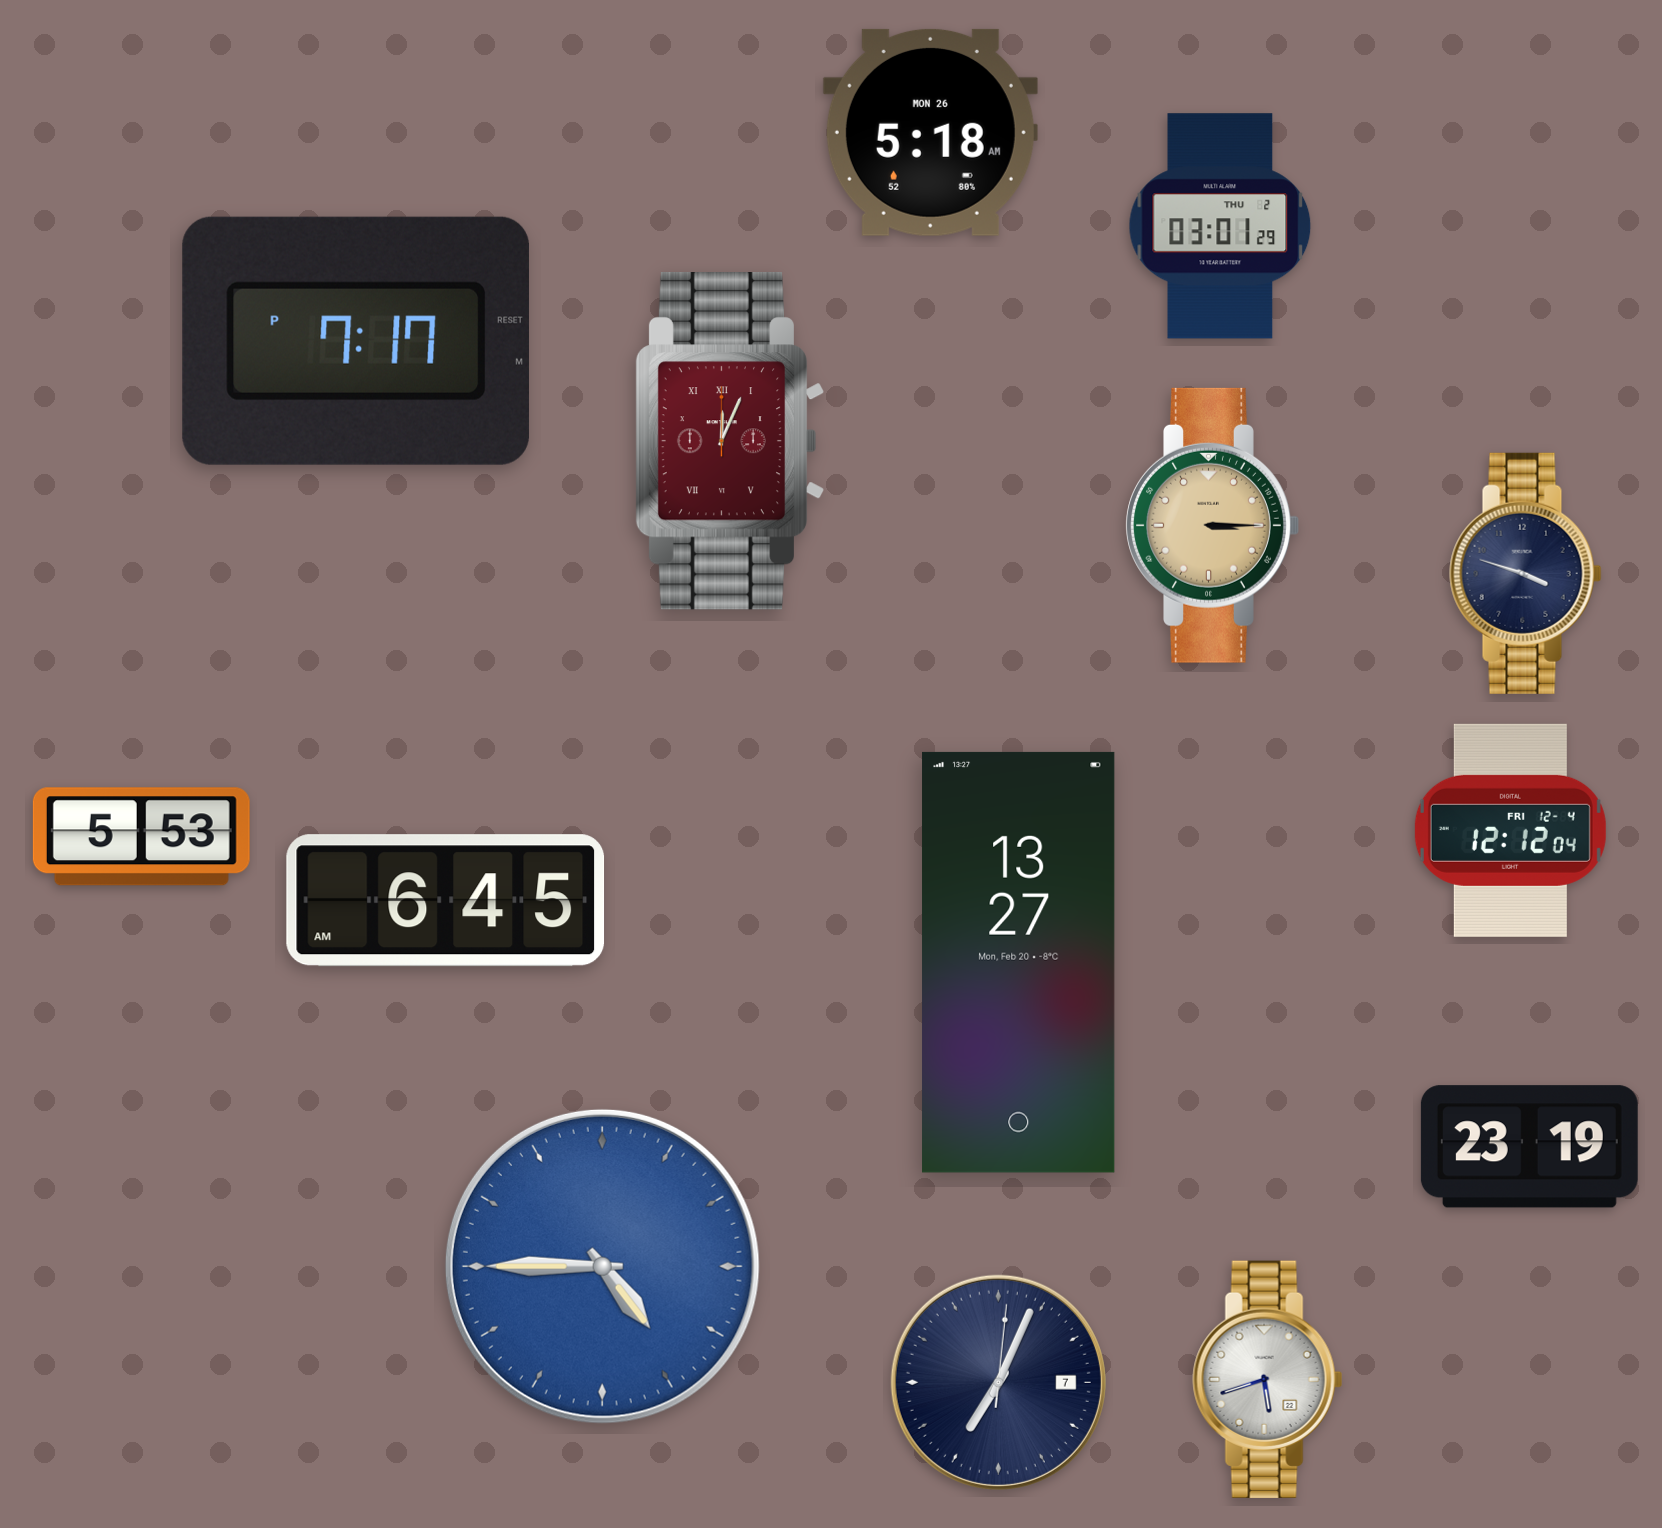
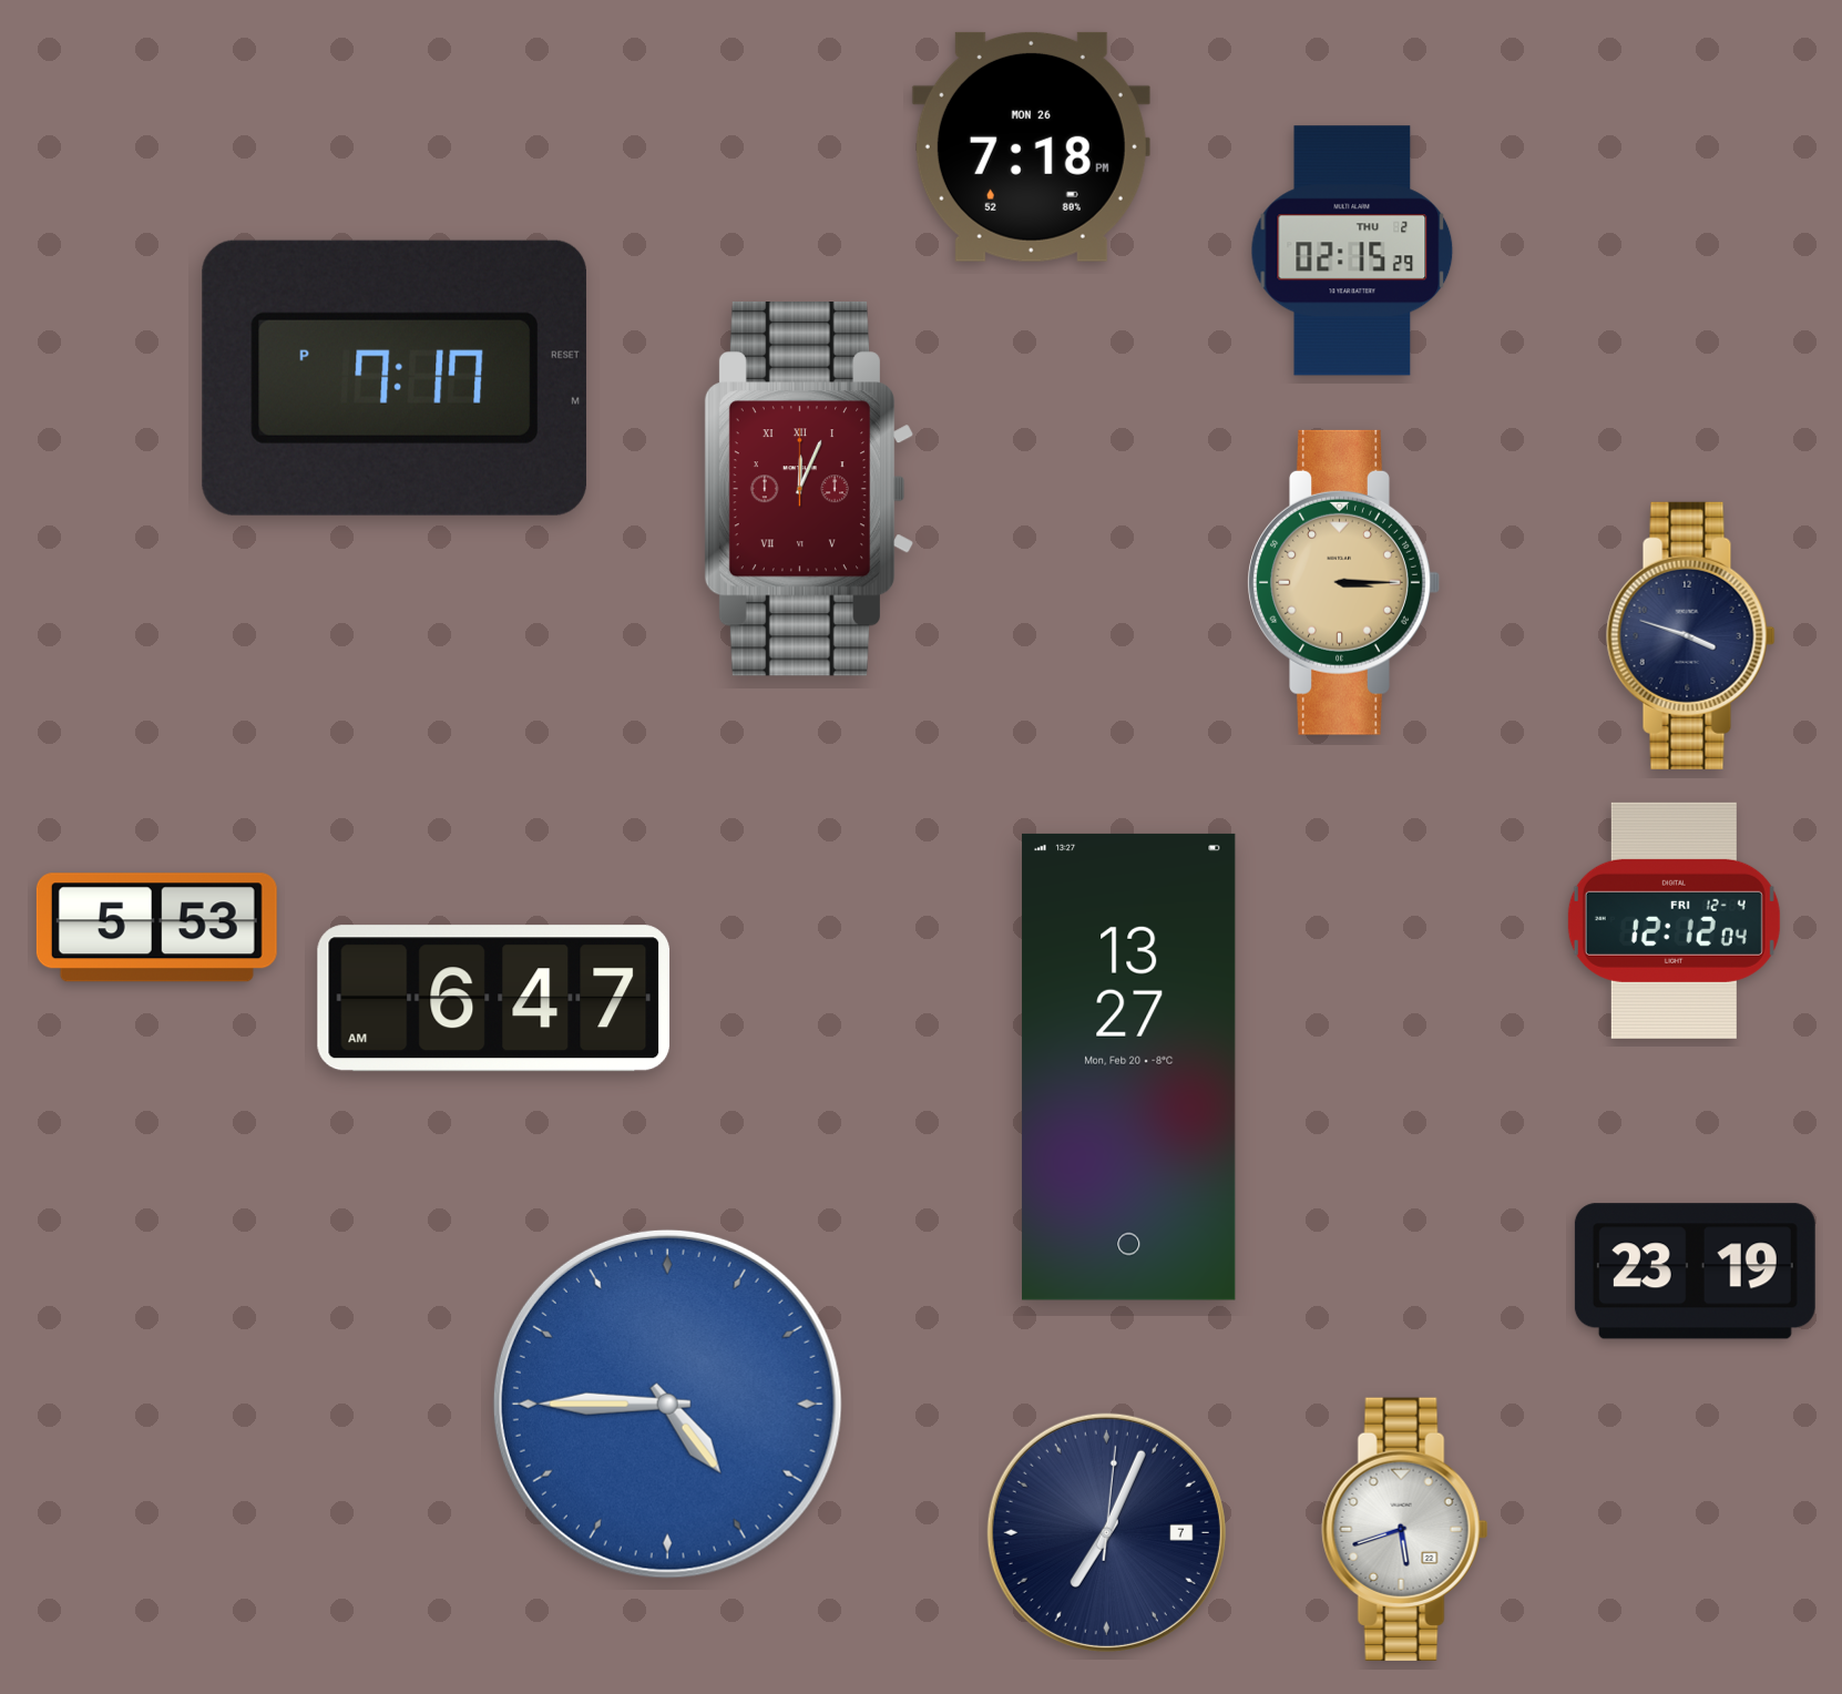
clock at (930, 132): 5:18 -> 7:18
clock at (1220, 226): 03:01 -> 02:15
clock at (446, 901): 6:45 -> 6:47
